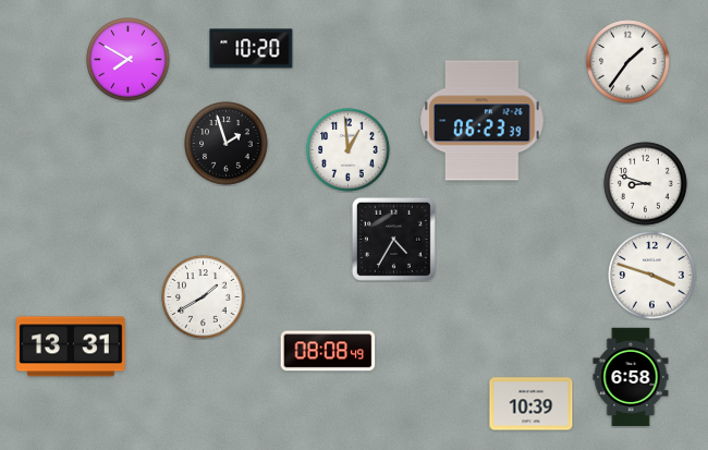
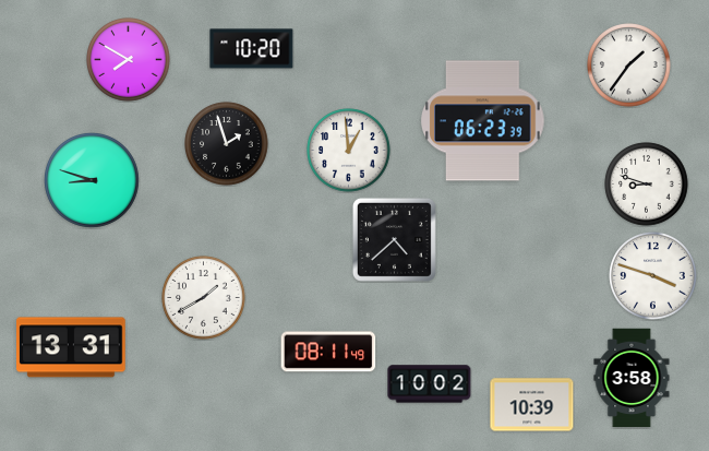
clock at (628, 62) position: (628, 62) -> (629, 66)
clock at (93, 181): none -> 8:48
clock at (393, 239): 4:35 -> 4:38
clock at (328, 351): 08:08 -> 08:11
clock at (631, 377): 6:58 -> 3:58
clock at (430, 384): none -> 10:02
